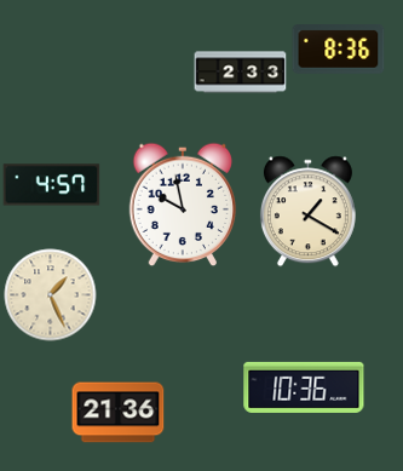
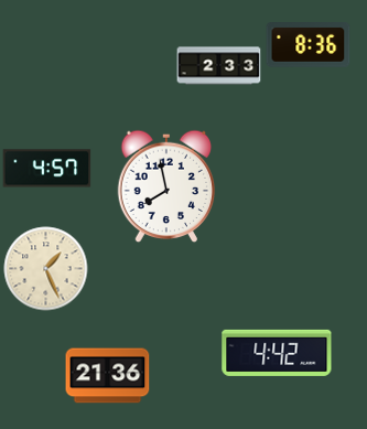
clock at (183, 205): 9:58 -> 7:58
clock at (307, 212): 1:20 -> none
clock at (304, 387): 10:36 -> 4:42
